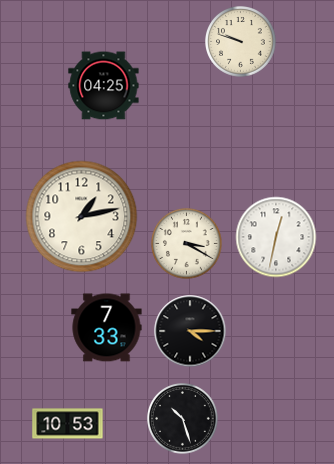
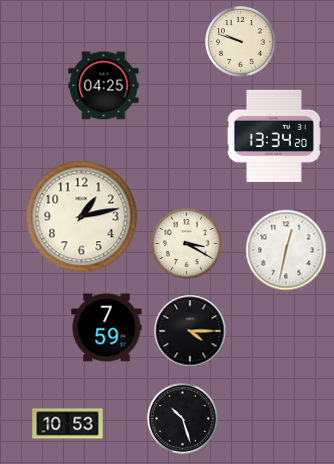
clock at (274, 136): none -> 13:34
clock at (276, 237) position: (276, 237) -> (286, 250)
clock at (107, 328): 7:33 -> 7:59
